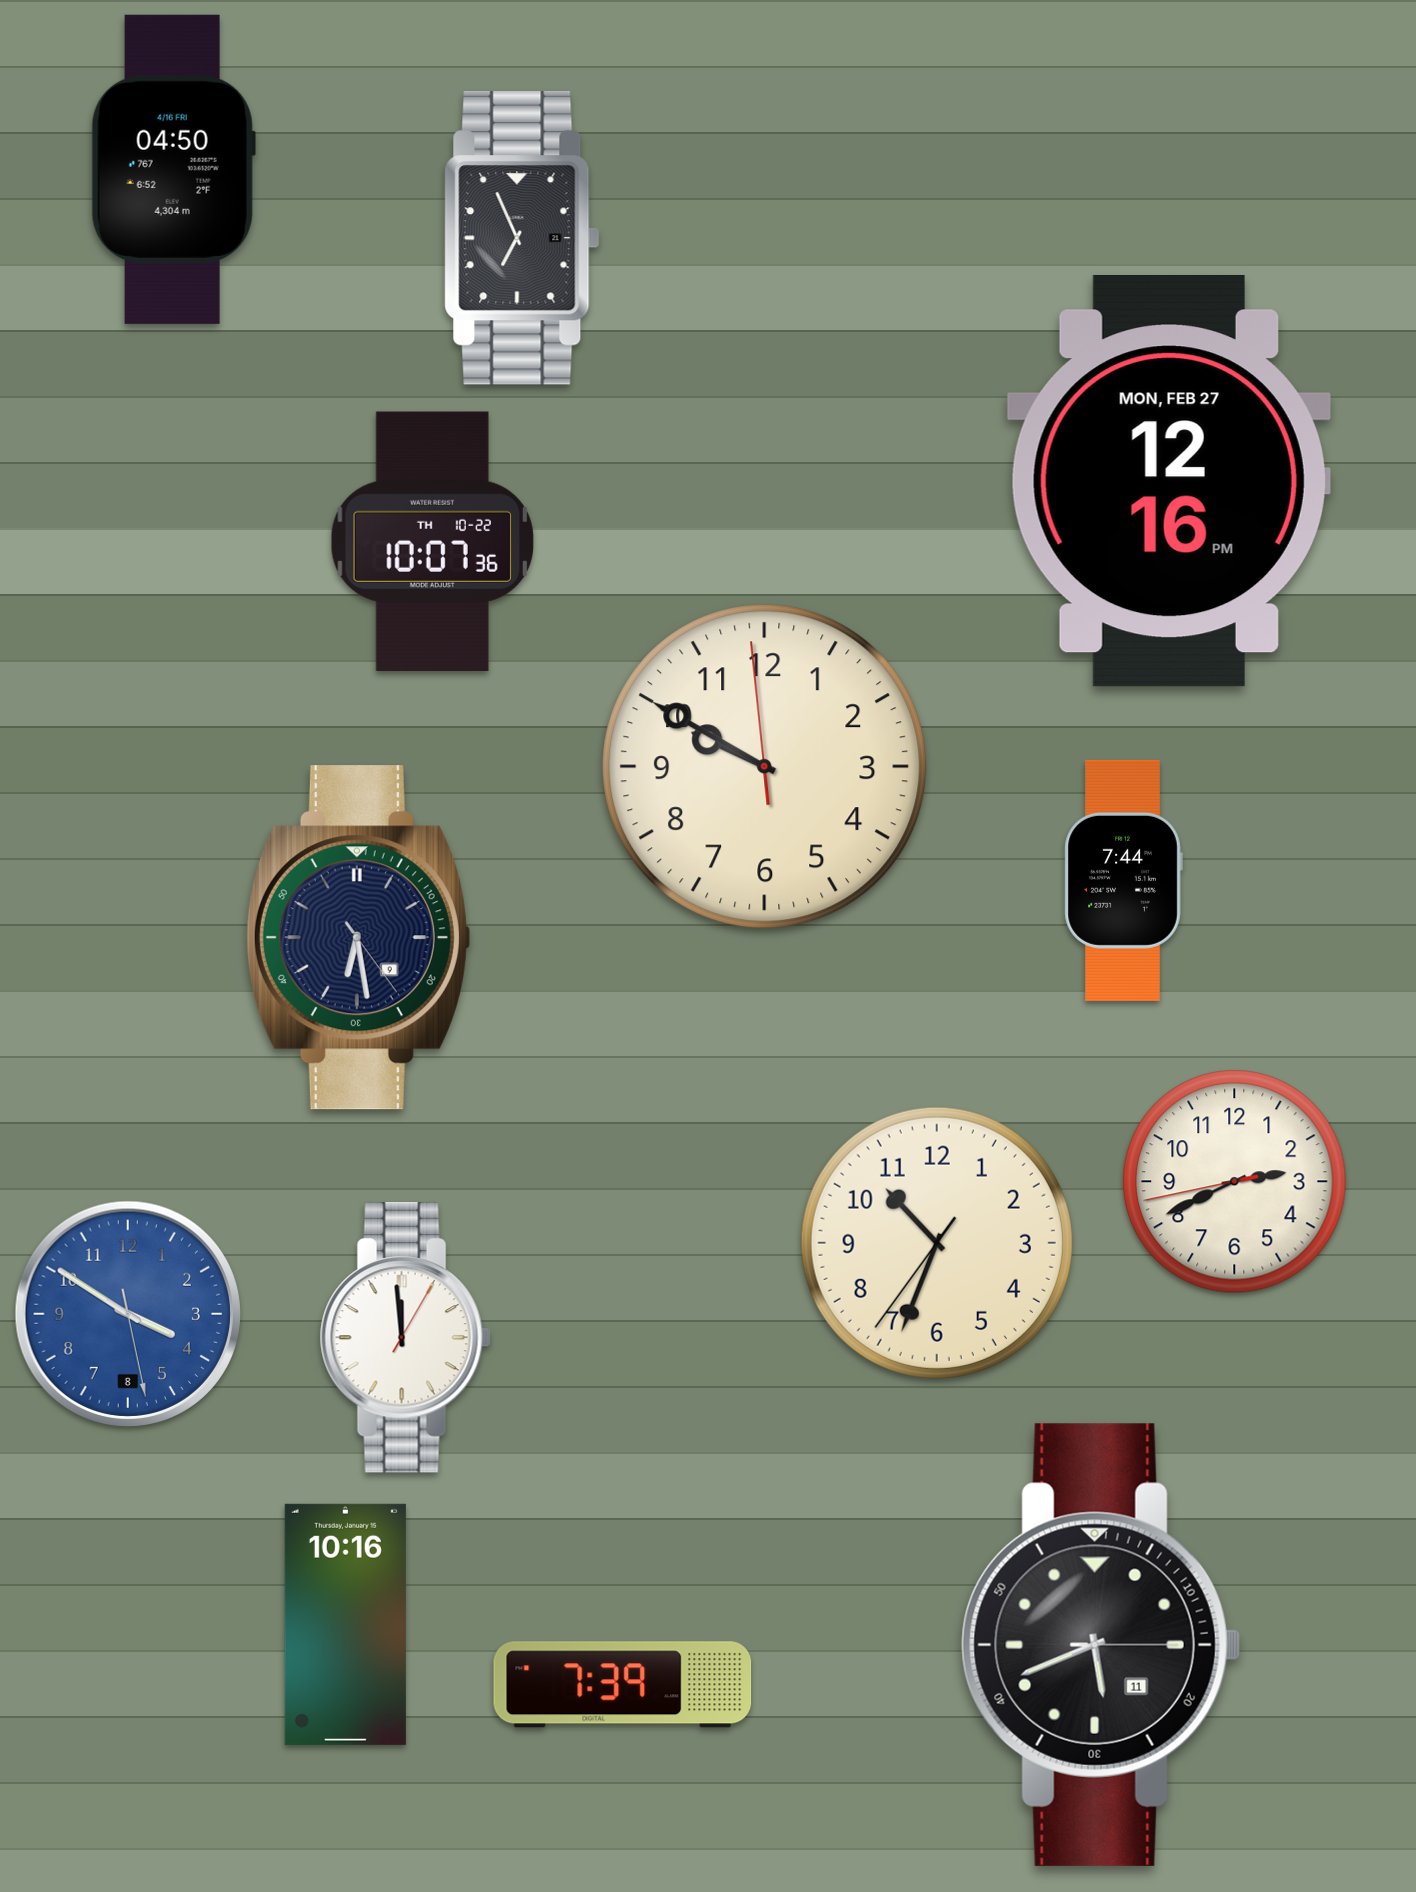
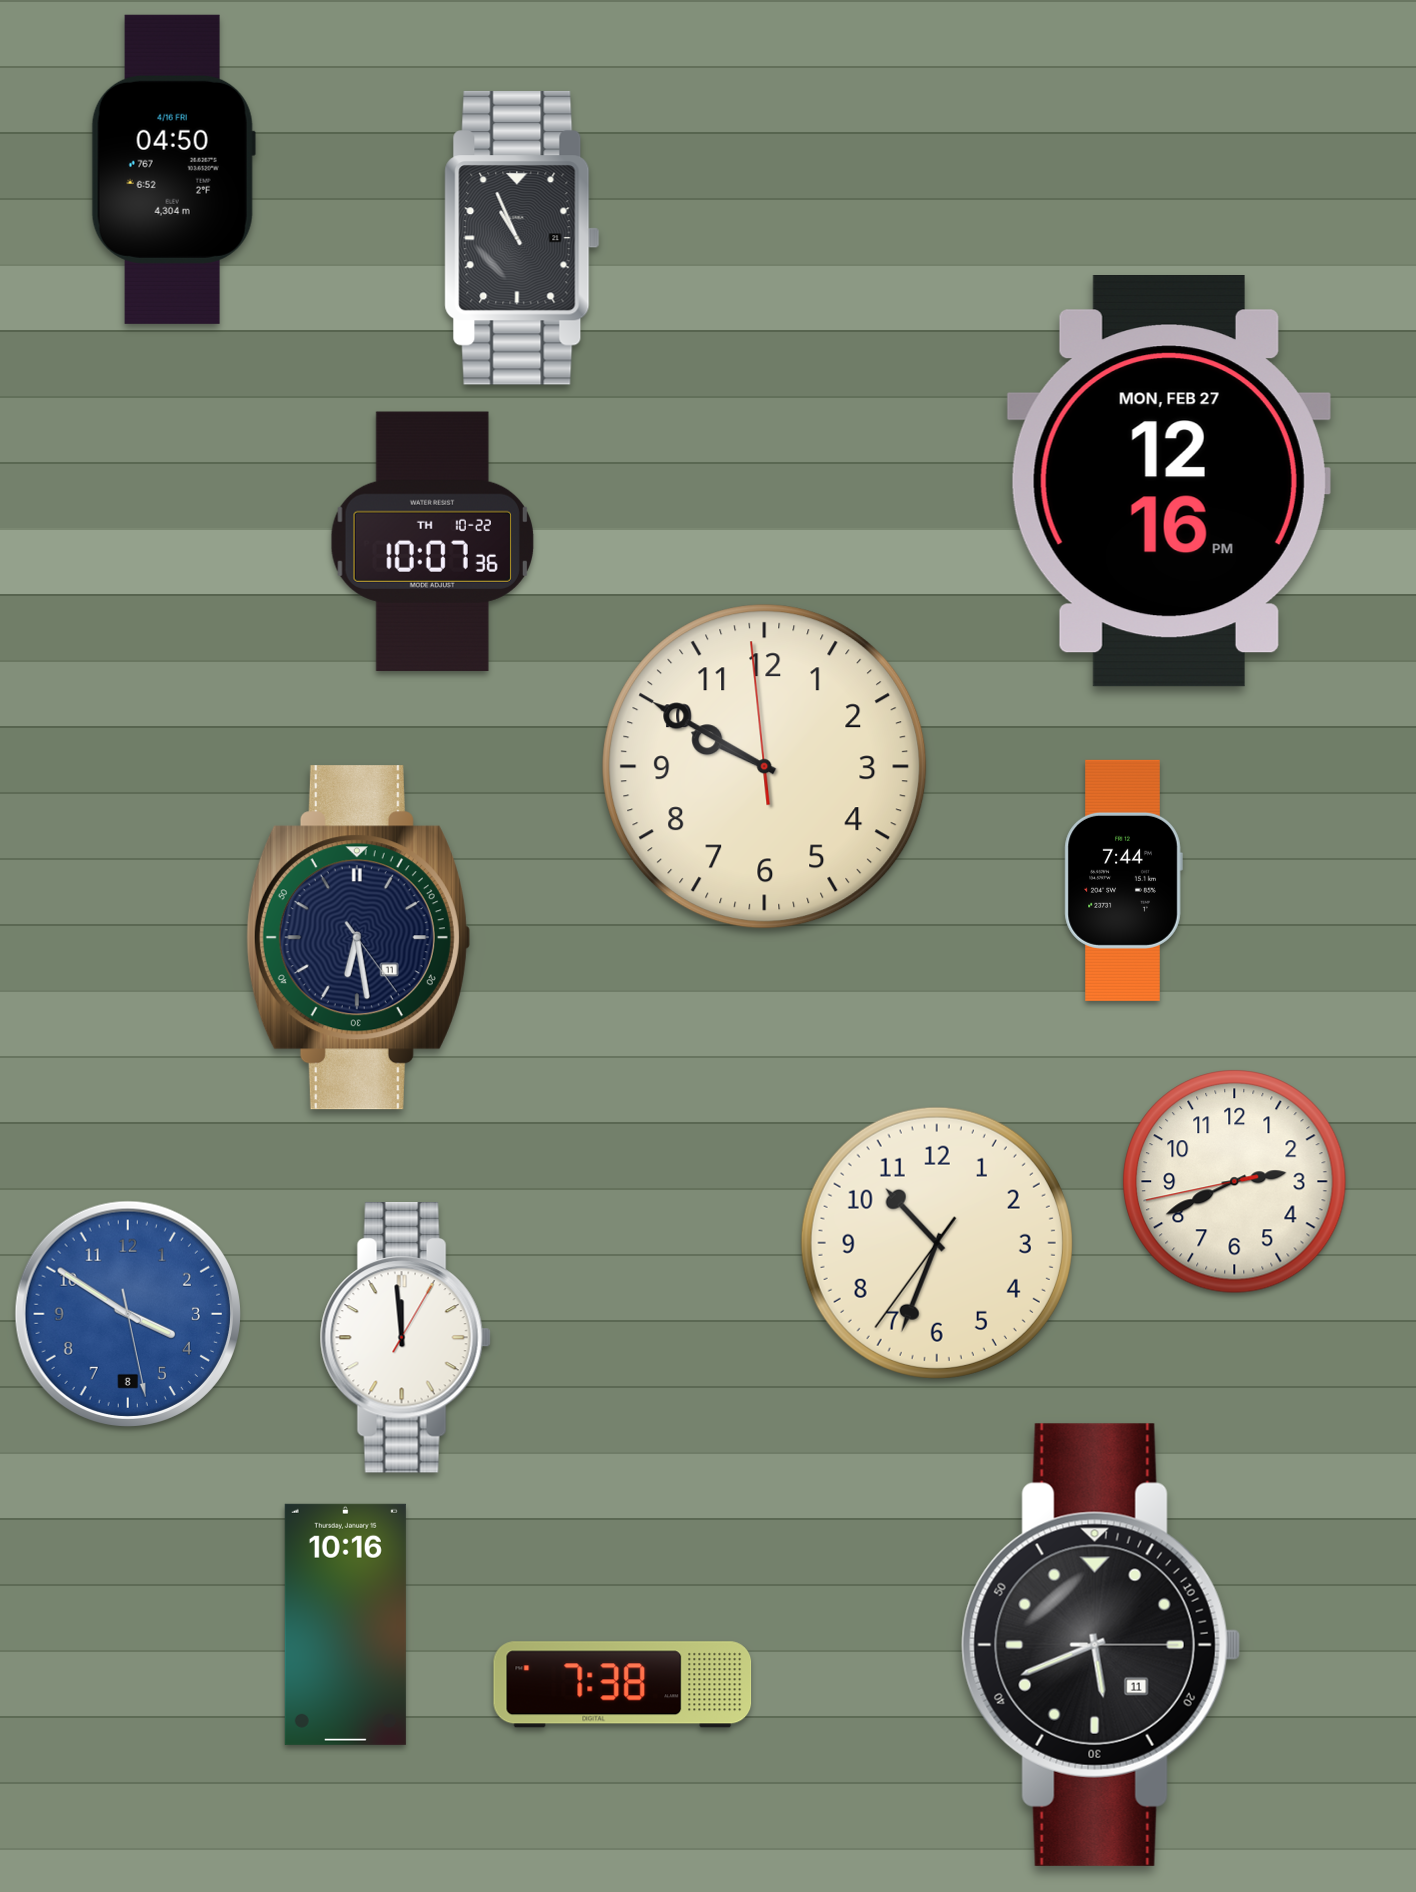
clock at (522, 238): 6:56 -> 10:56
clock at (358, 938) date: 9 -> 11
clock at (623, 1685): 7:39 -> 7:38
